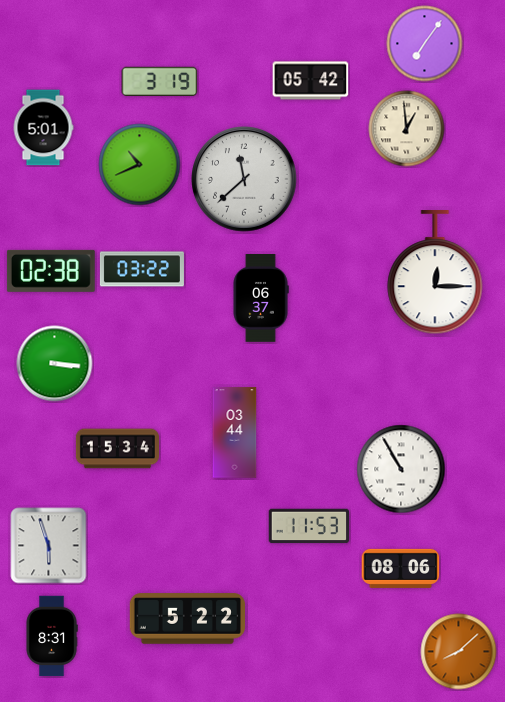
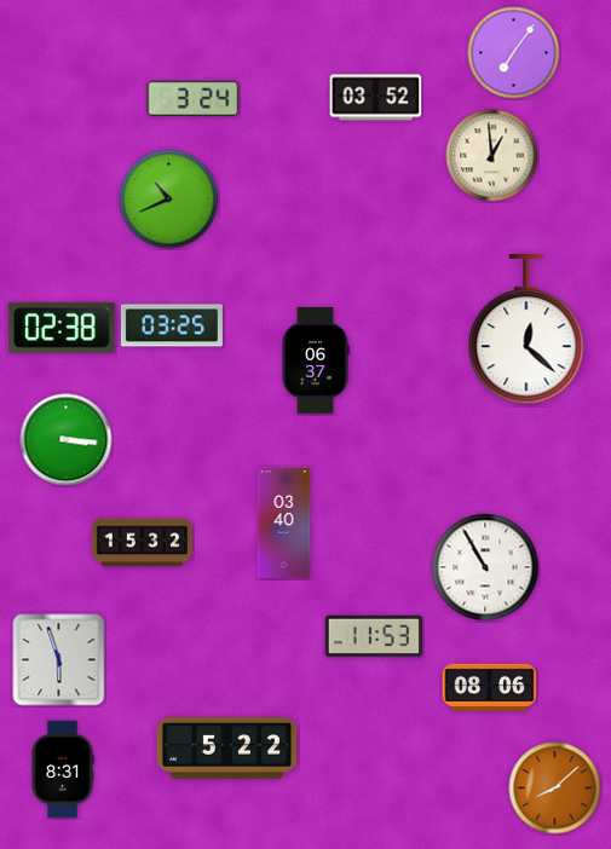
clock at (160, 81): 3:19 -> 3:24
clock at (311, 81): 05:42 -> 03:52
clock at (43, 128): 5:01 -> none
clock at (244, 179): 11:38 -> none
clock at (142, 269): 03:22 -> 03:25
clock at (435, 273): 12:15 -> 12:22
clock at (235, 433): 03:44 -> 03:40
clock at (117, 449): 15:34 -> 15:32
clock at (401, 568) position: (401, 568) -> (490, 687)
